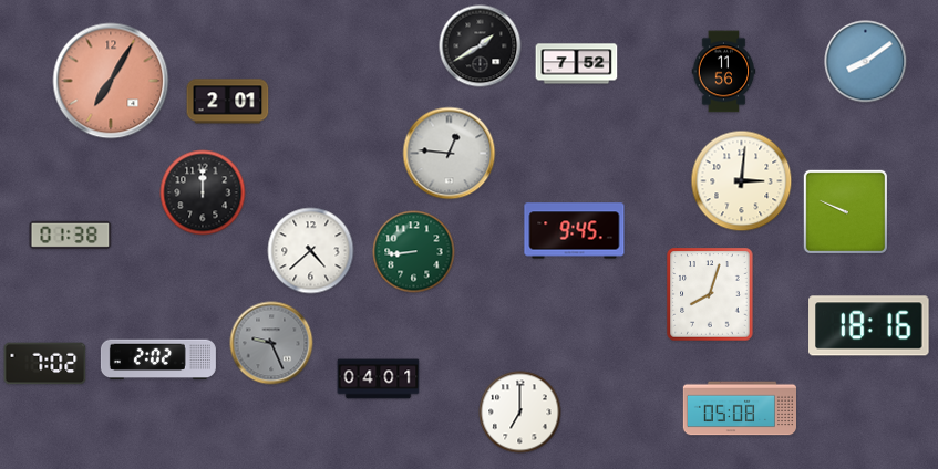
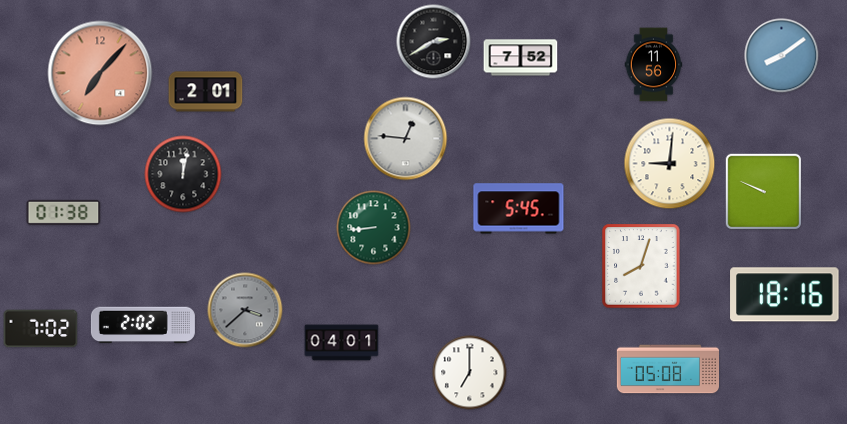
clock at (481, 46): 1:40 -> 2:40
clock at (111, 81): 7:05 -> 7:07
clock at (742, 181): 3:01 -> 9:01
clock at (203, 192): 12:00 -> 12:02
clock at (575, 231): 9:45 -> 5:45
clock at (311, 251): 4:38 -> none
clock at (271, 343): 9:26 -> 3:38
